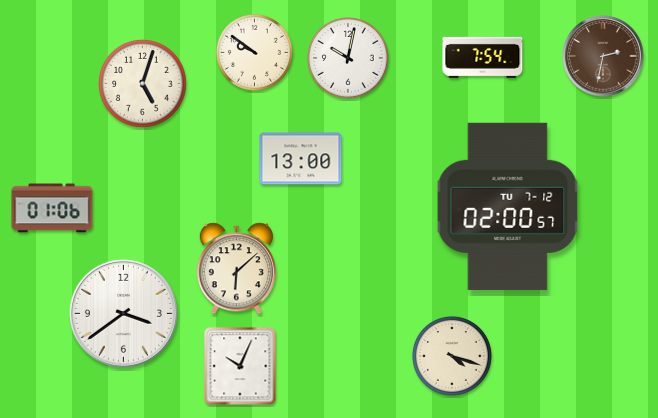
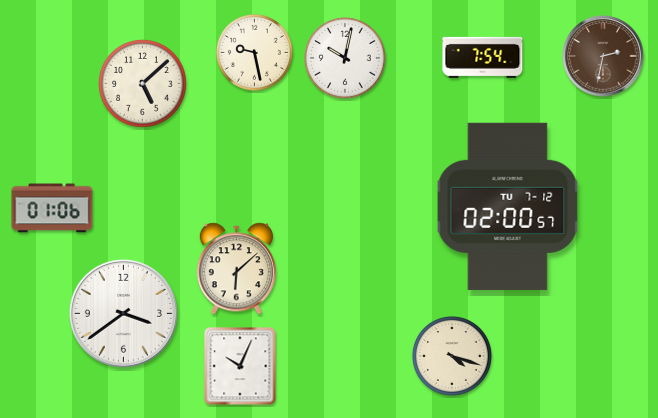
clock at (254, 52): 9:51 -> 9:28
clock at (349, 59) position: (349, 59) -> (346, 59)
clock at (143, 84): 5:03 -> 5:08
clock at (301, 159): 13:00 -> none
